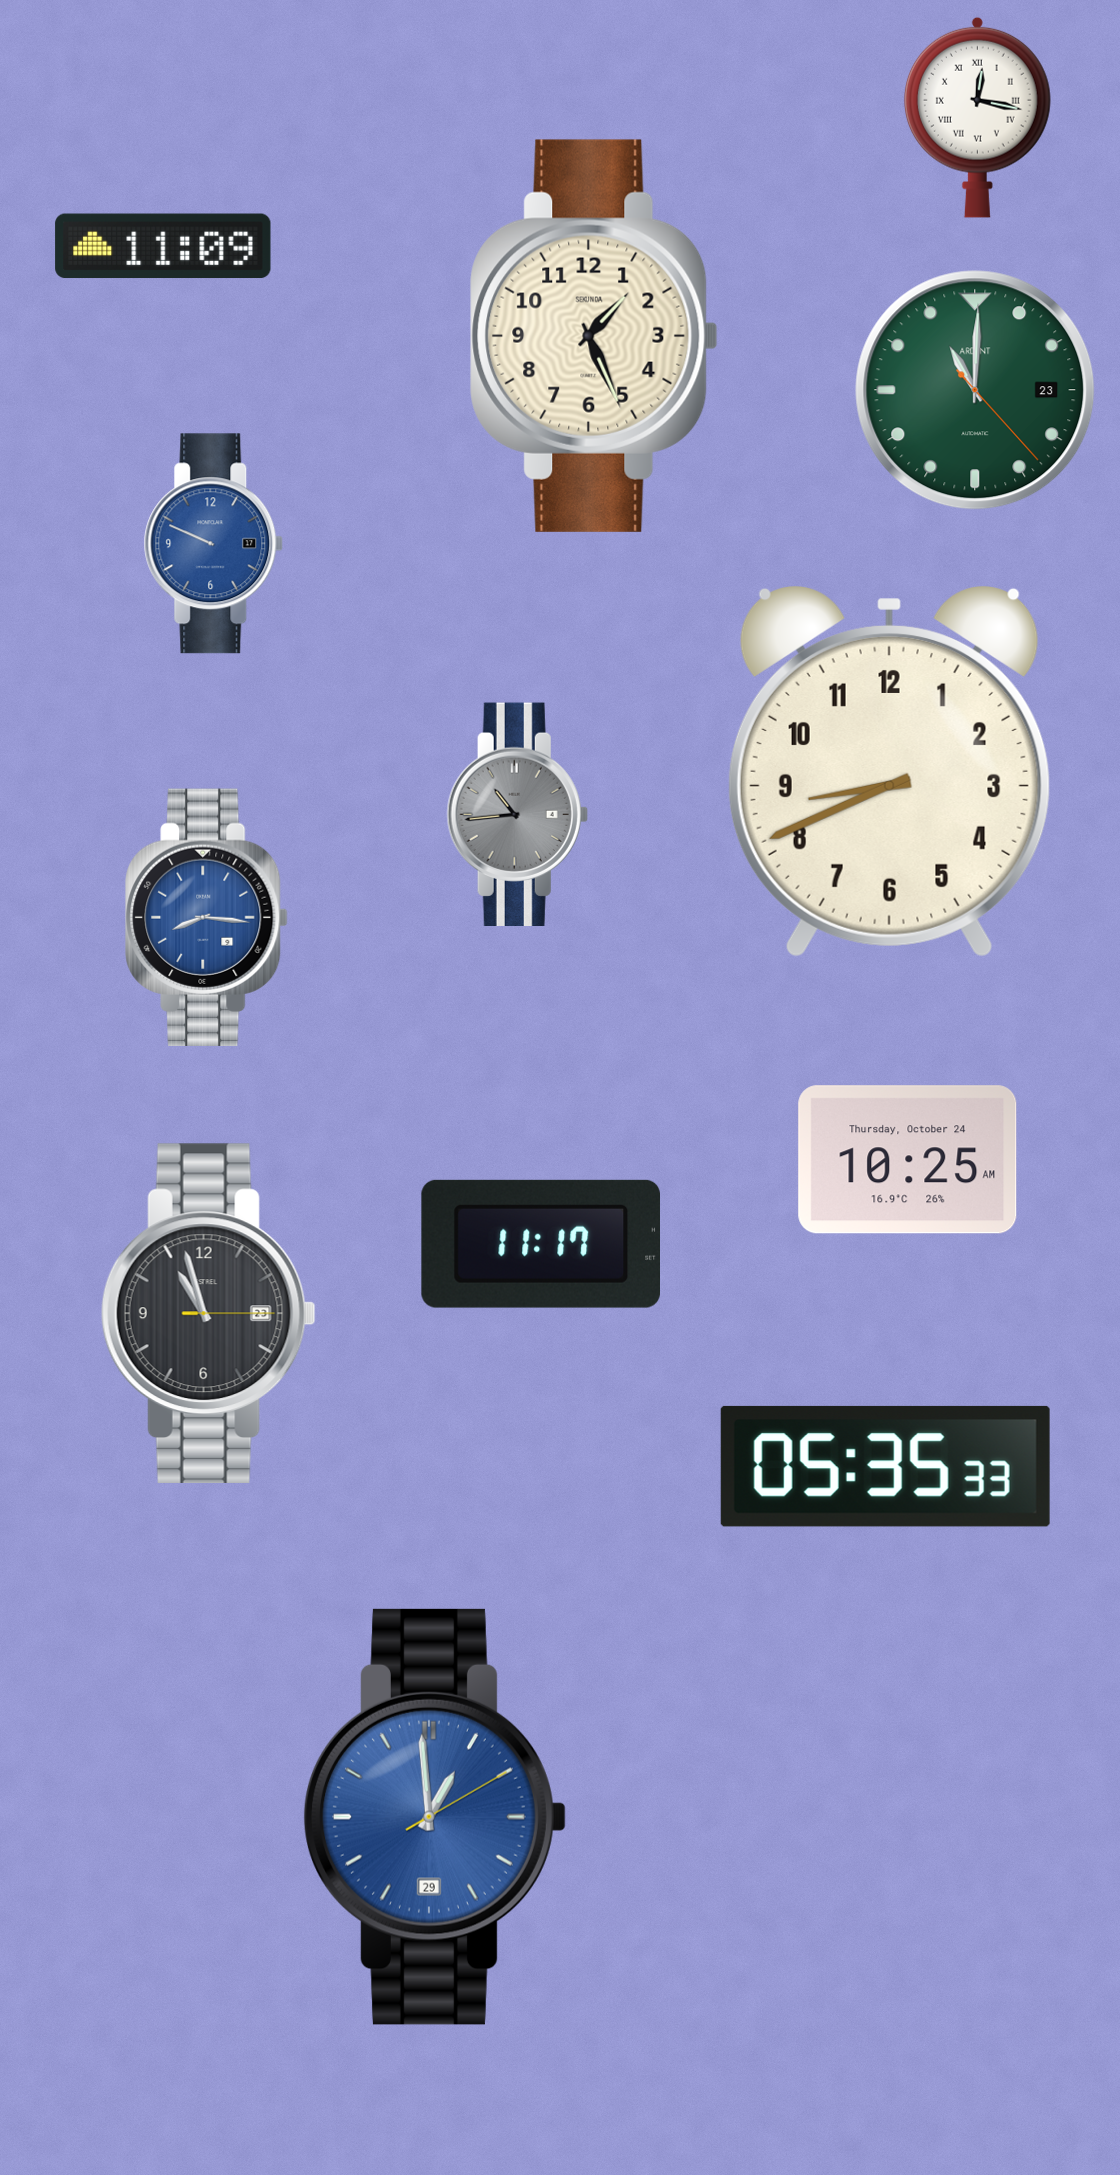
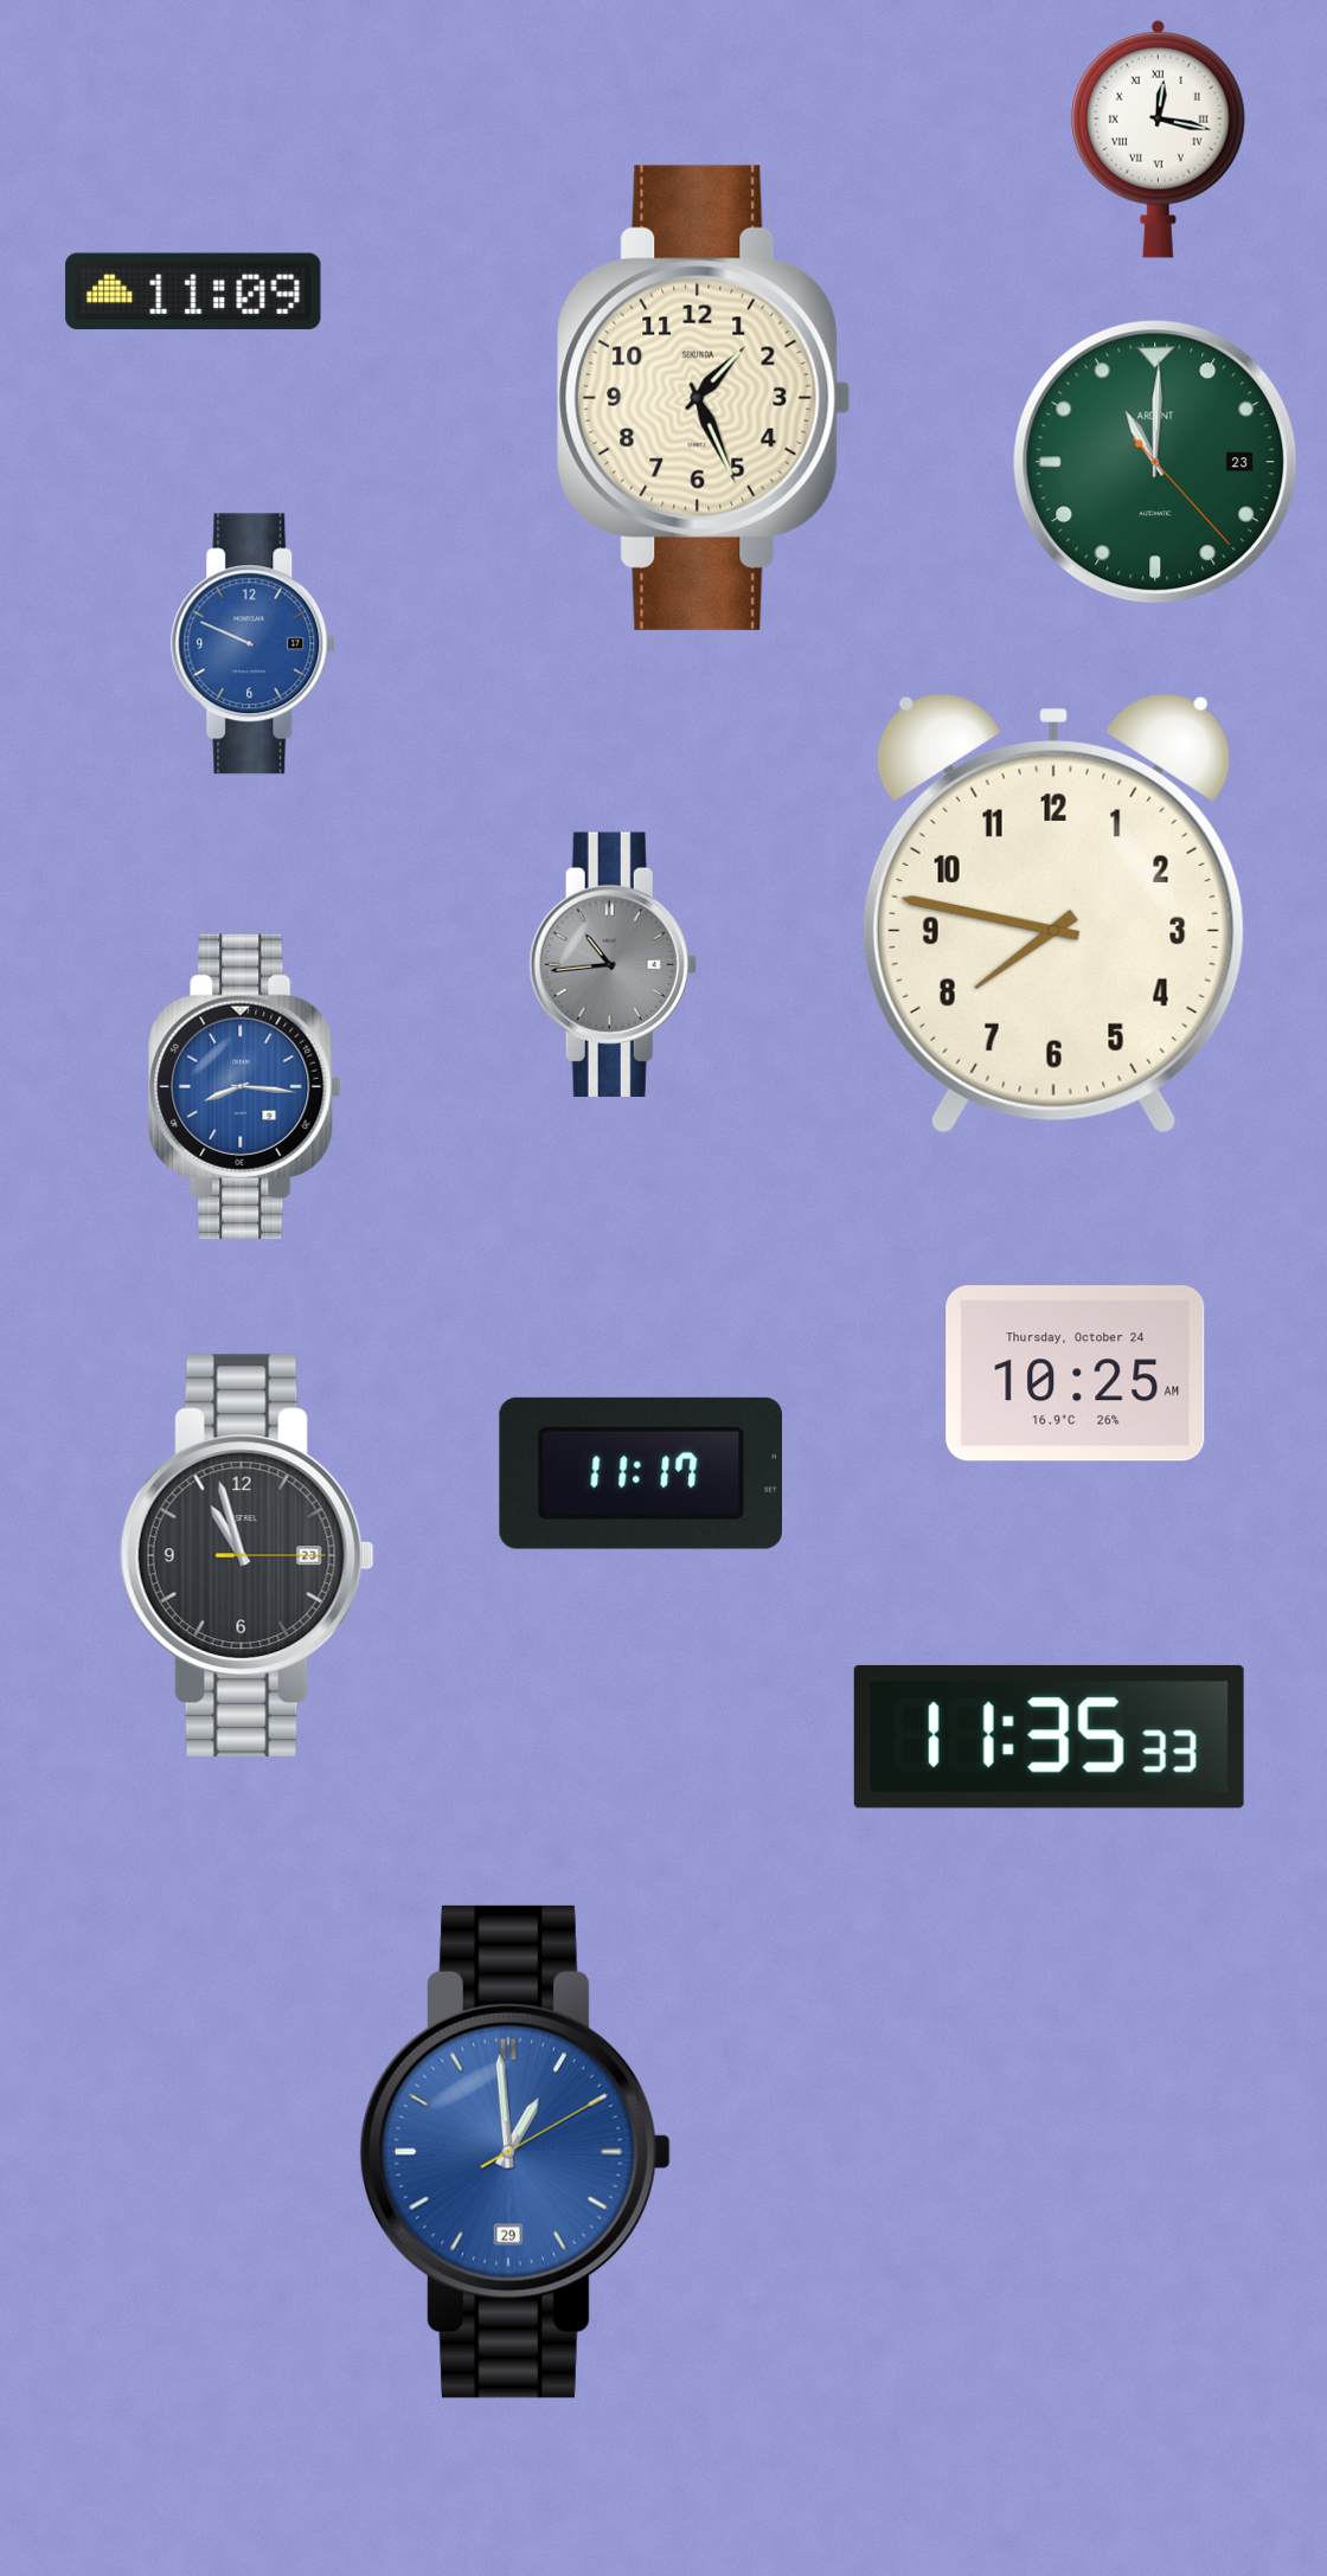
clock at (889, 771): 8:41 -> 7:47
clock at (885, 1466): 05:35 -> 11:35
